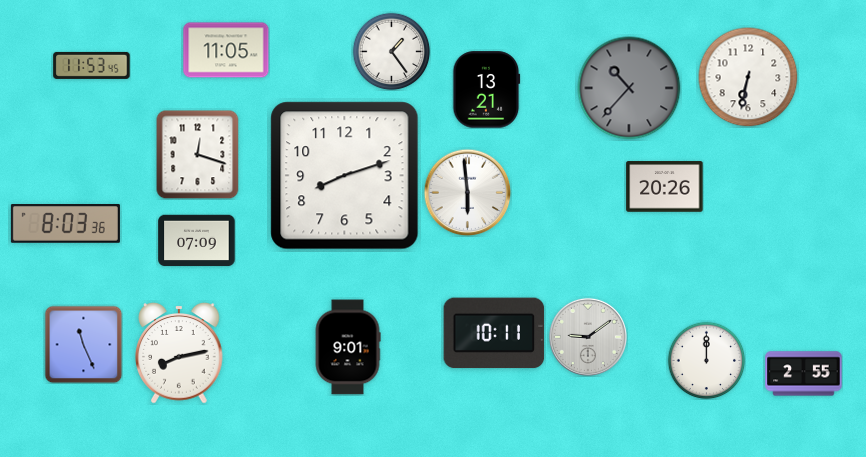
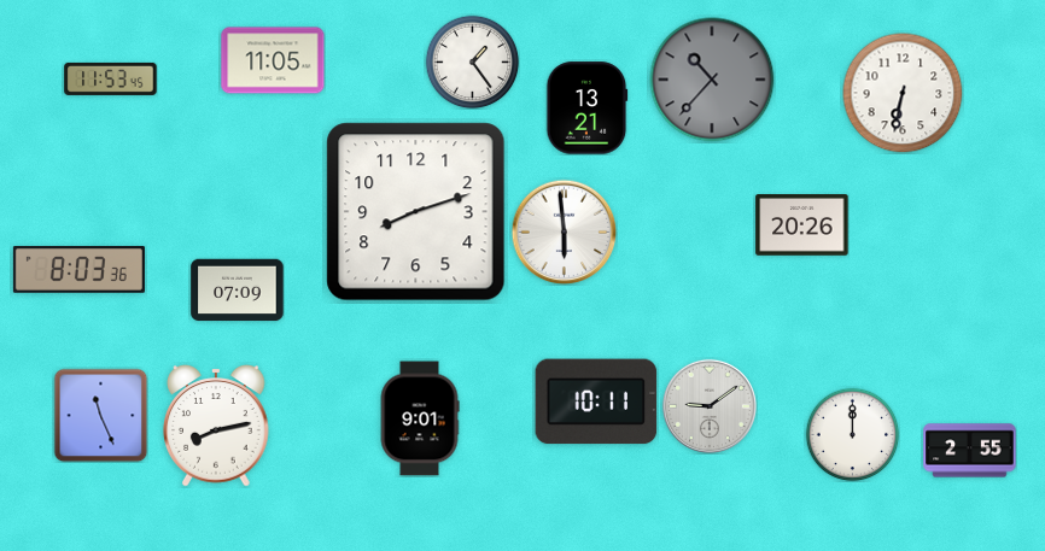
clock at (629, 88) position: (629, 88) -> (712, 80)
clock at (198, 154): 12:18 -> none
